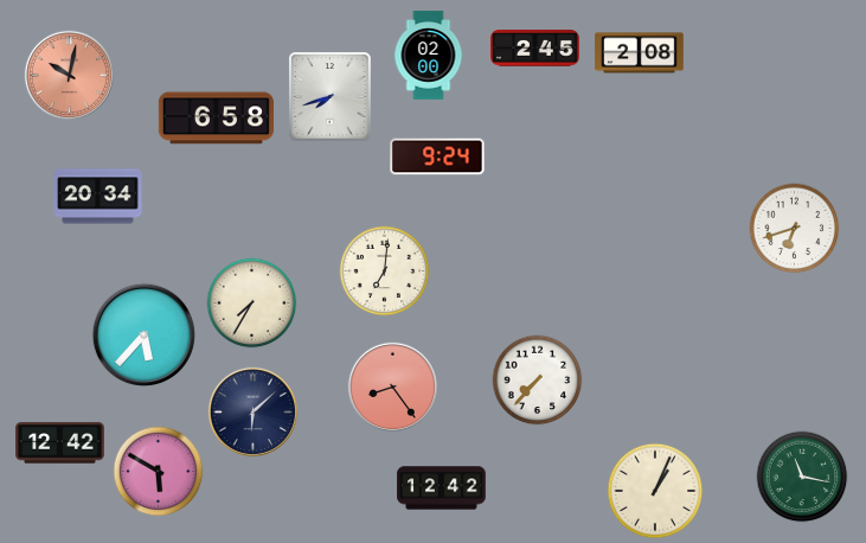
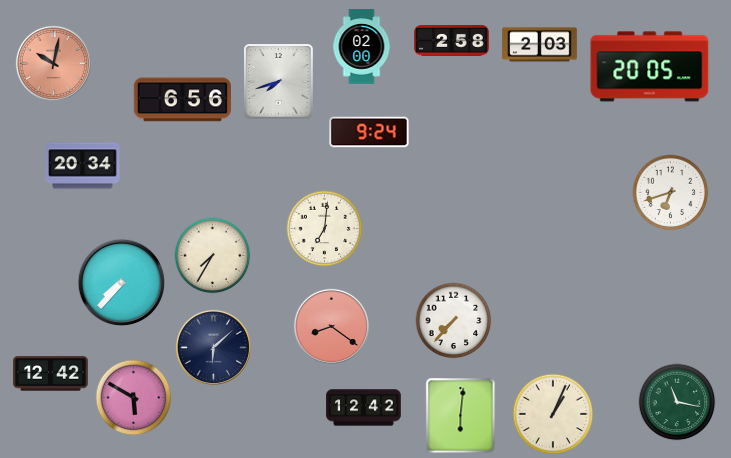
clock at (535, 49): 2:45 -> 2:58
clock at (640, 53): 2:08 -> 2:03
clock at (69, 75) position: (69, 75) -> (53, 63)
clock at (650, 67): none -> 20:05
clock at (216, 119): 6:58 -> 6:56
clock at (145, 336): 5:37 -> 7:37
clock at (392, 387): 8:24 -> 8:21
clock at (442, 488) position: (442, 488) -> (364, 408)
clock at (461, 416): none -> 6:01
